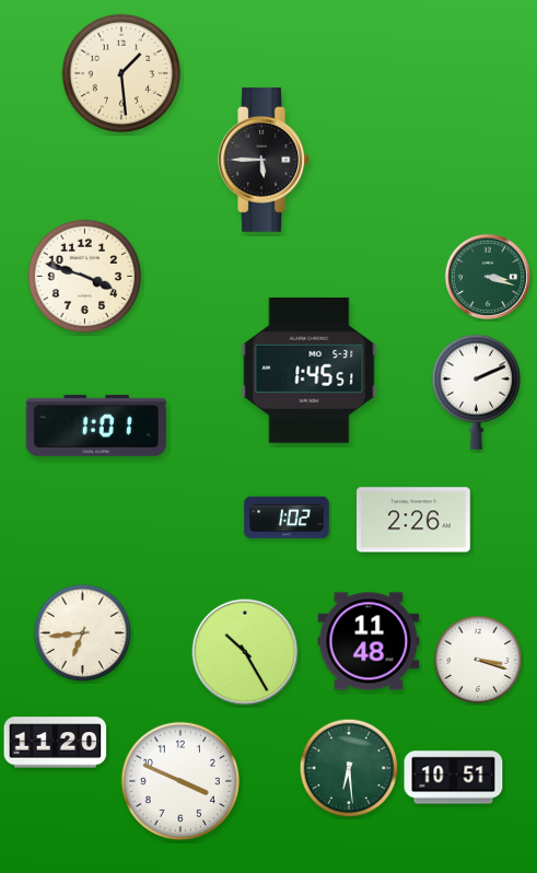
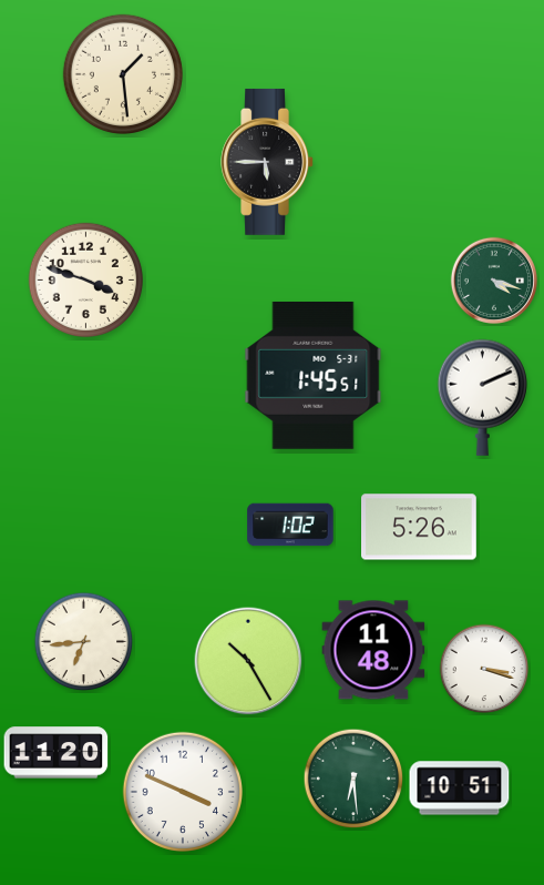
clock at (487, 276): 3:18 -> 4:18
clock at (96, 426): 1:01 -> none
clock at (415, 520): 2:26 -> 5:26
